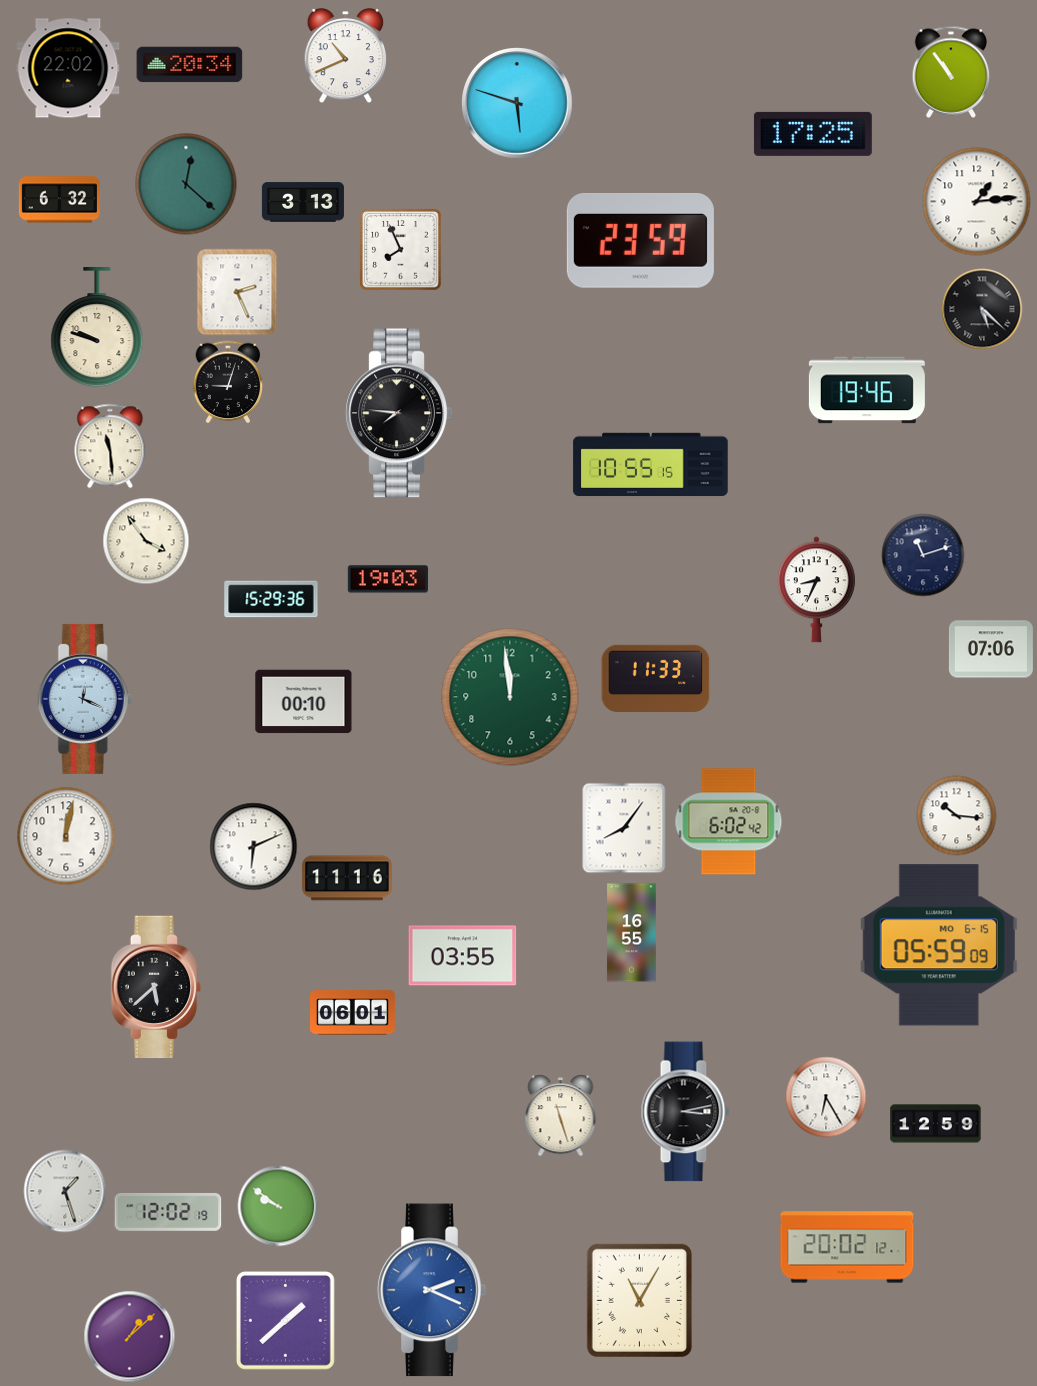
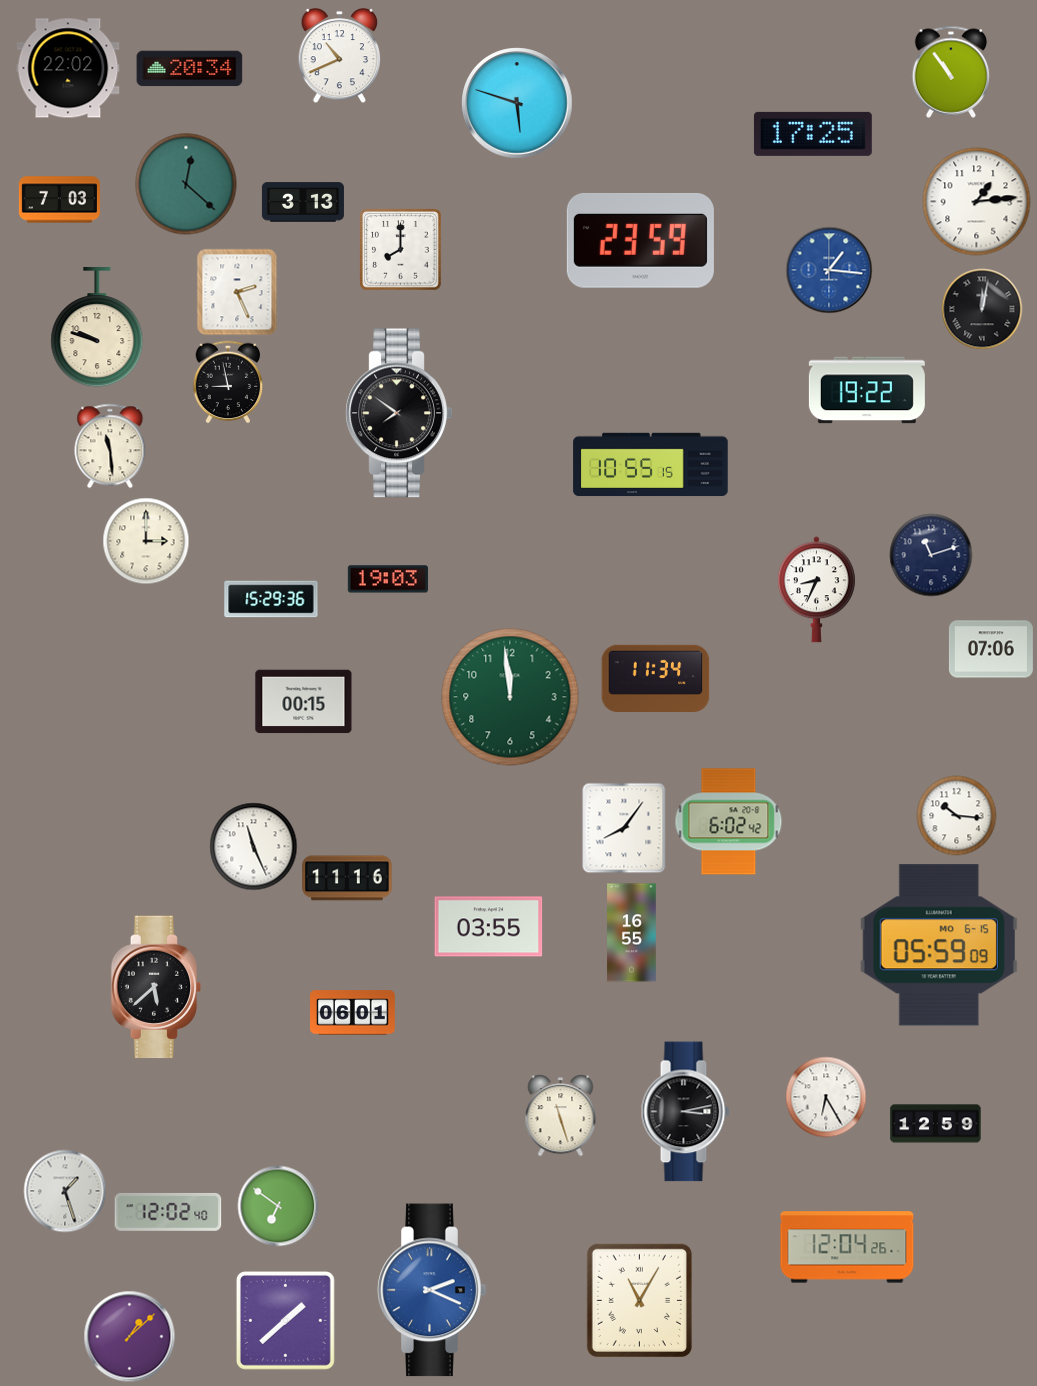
clock at (346, 56) position: (346, 56) -> (340, 56)
clock at (190, 65) position: (190, 65) -> (190, 69)
clock at (59, 200): 6:32 -> 7:03
clock at (401, 250): 7:56 -> 8:00
clock at (829, 270): none -> 1:16
clock at (982, 309): 5:22 -> 12:02
clock at (228, 382): 9:03 -> 8:58
clock at (867, 390): 19:46 -> 19:22
clock at (399, 413): 7:46 -> 7:51
clock at (146, 541): 3:54 -> 3:00
clock at (923, 555) position: (923, 555) -> (931, 555)
clock at (656, 678): 11:33 -> 11:34
clock at (85, 699): 12:19 -> none
clock at (304, 702): 00:10 -> 00:15
clock at (66, 836): 12:02 -> none
clock at (254, 847): 6:11 -> 11:26
clock at (463, 956) position: (463, 956) -> (489, 927)
clock at (278, 1206): 9:51 -> 6:51
clock at (168, 1212): 12:02:19 -> 12:02:40
clock at (847, 1247): 20:02 -> 12:04
